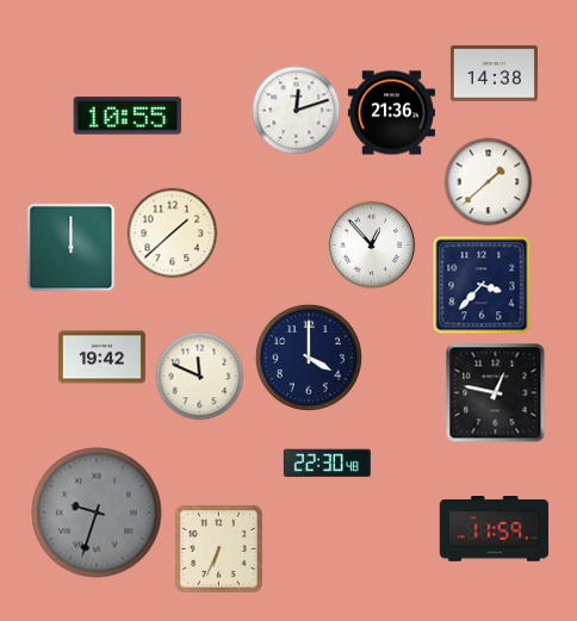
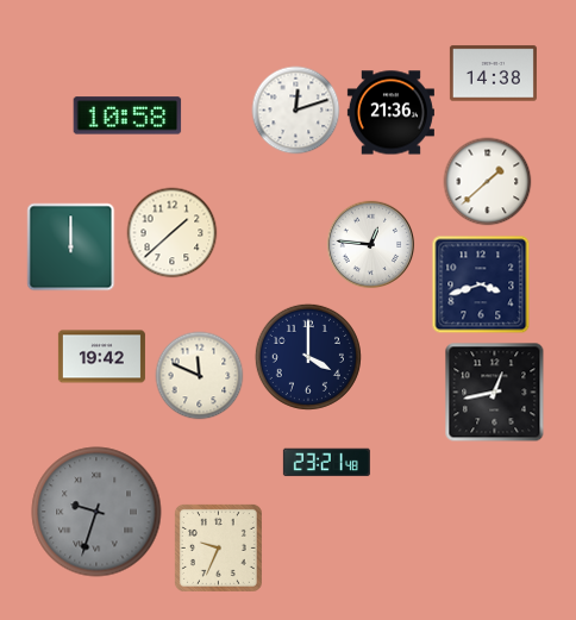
clock at (128, 116): 10:55 -> 10:58
clock at (372, 246): 12:53 -> 12:46
clock at (482, 285): 3:37 -> 3:42
clock at (496, 393): 12:47 -> 12:43
clock at (327, 464): 22:30 -> 23:21
clock at (495, 529): 11:59 -> none
clock at (218, 548): 6:34 -> 9:34
